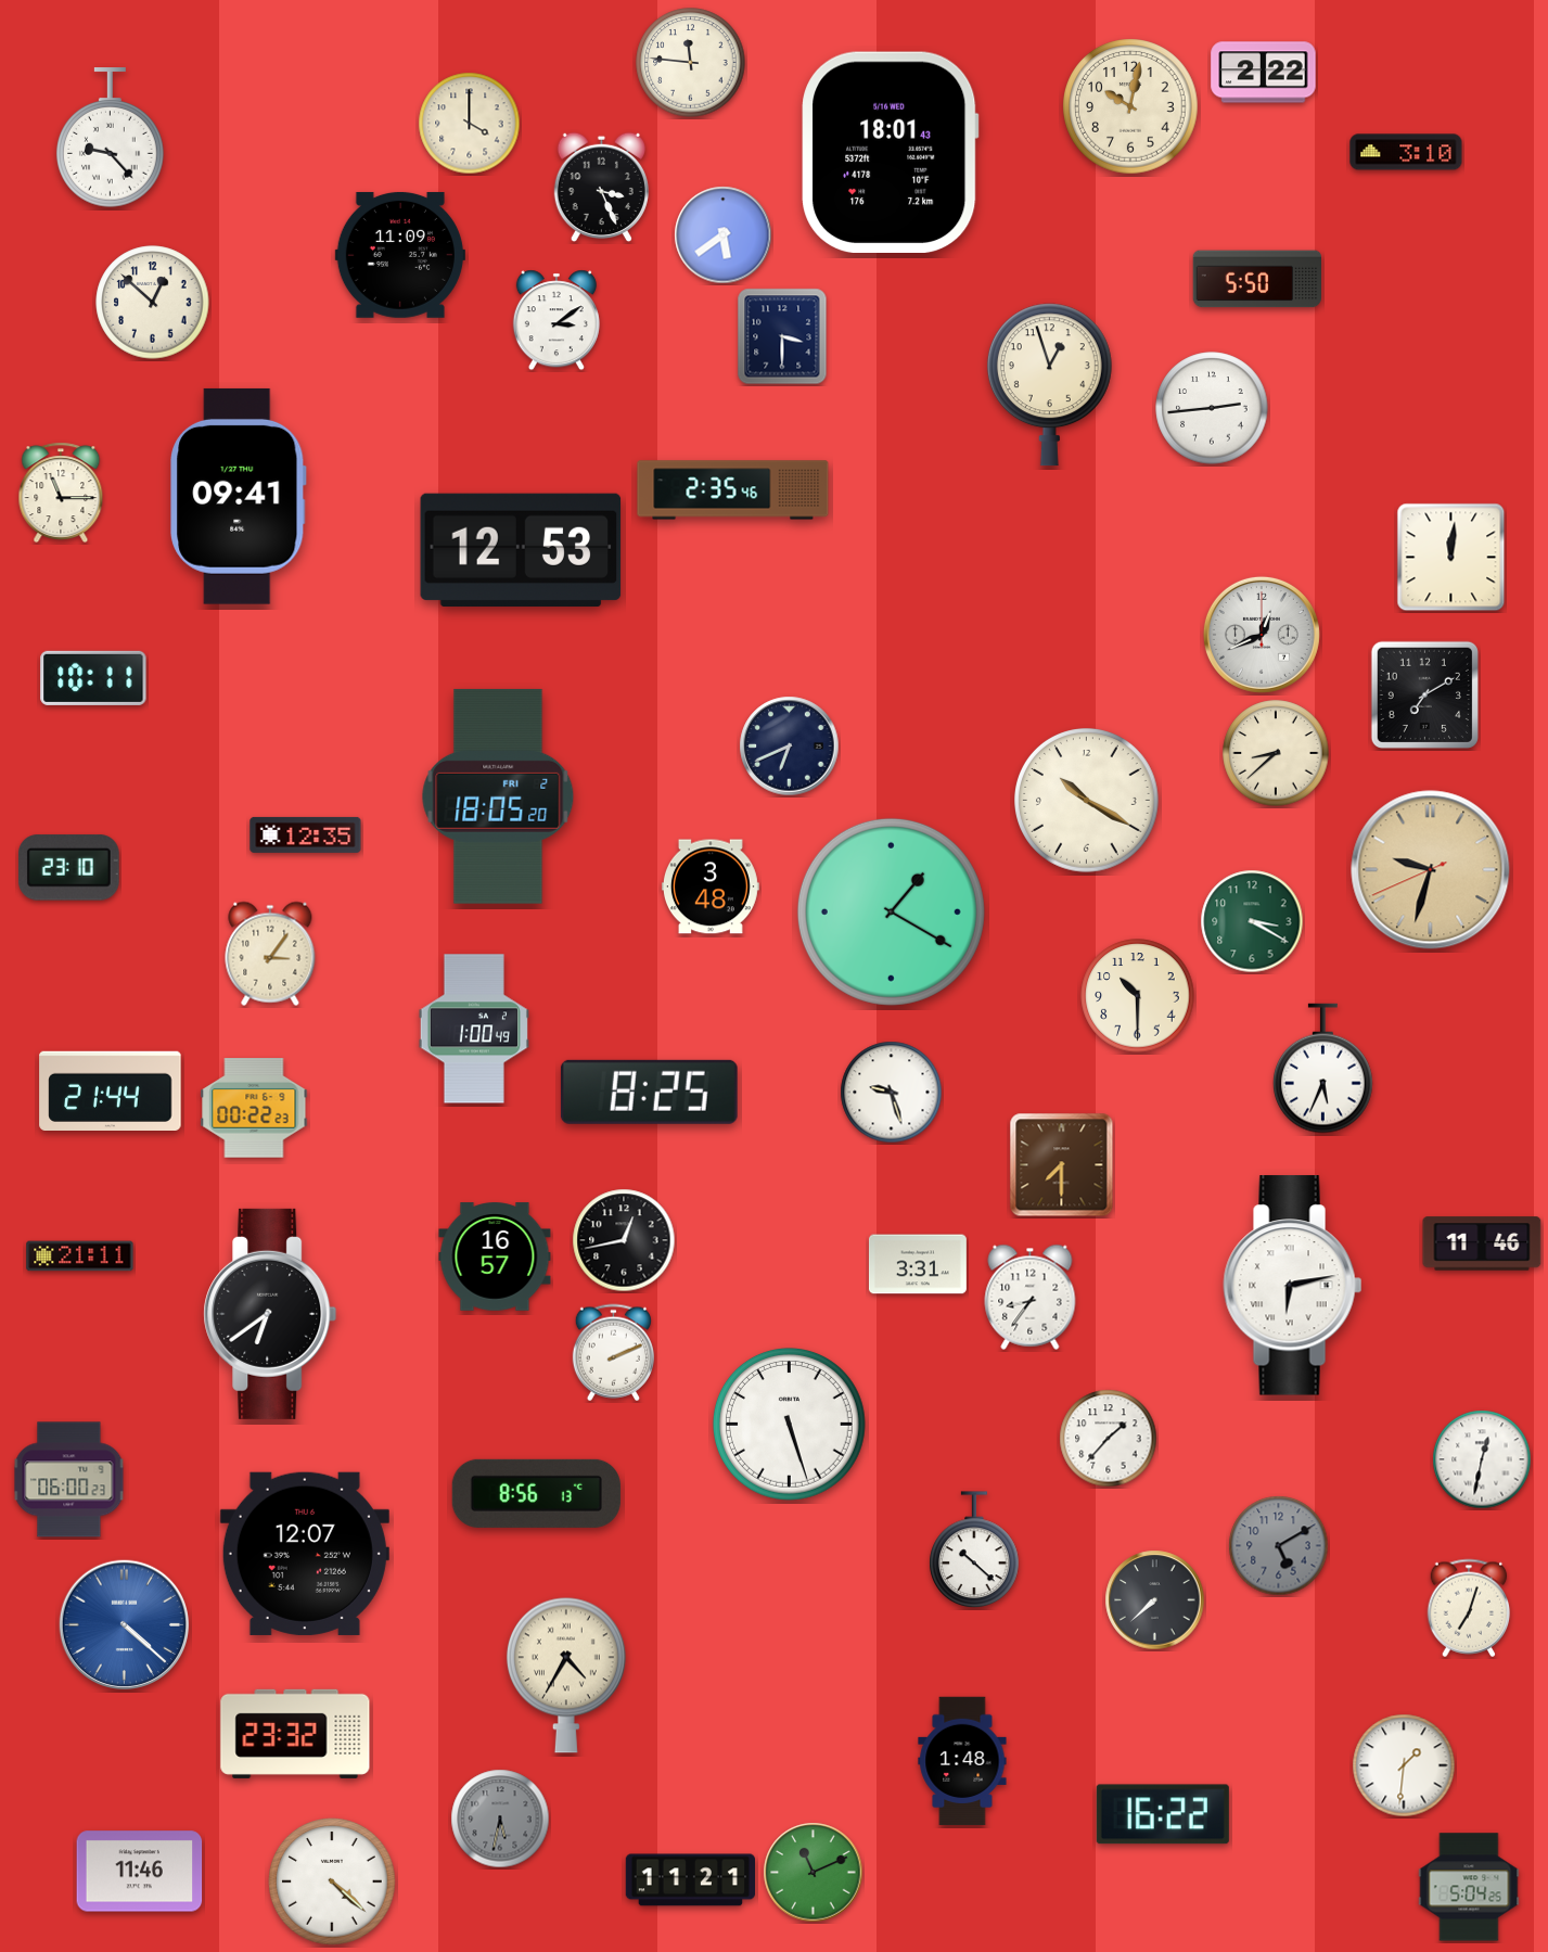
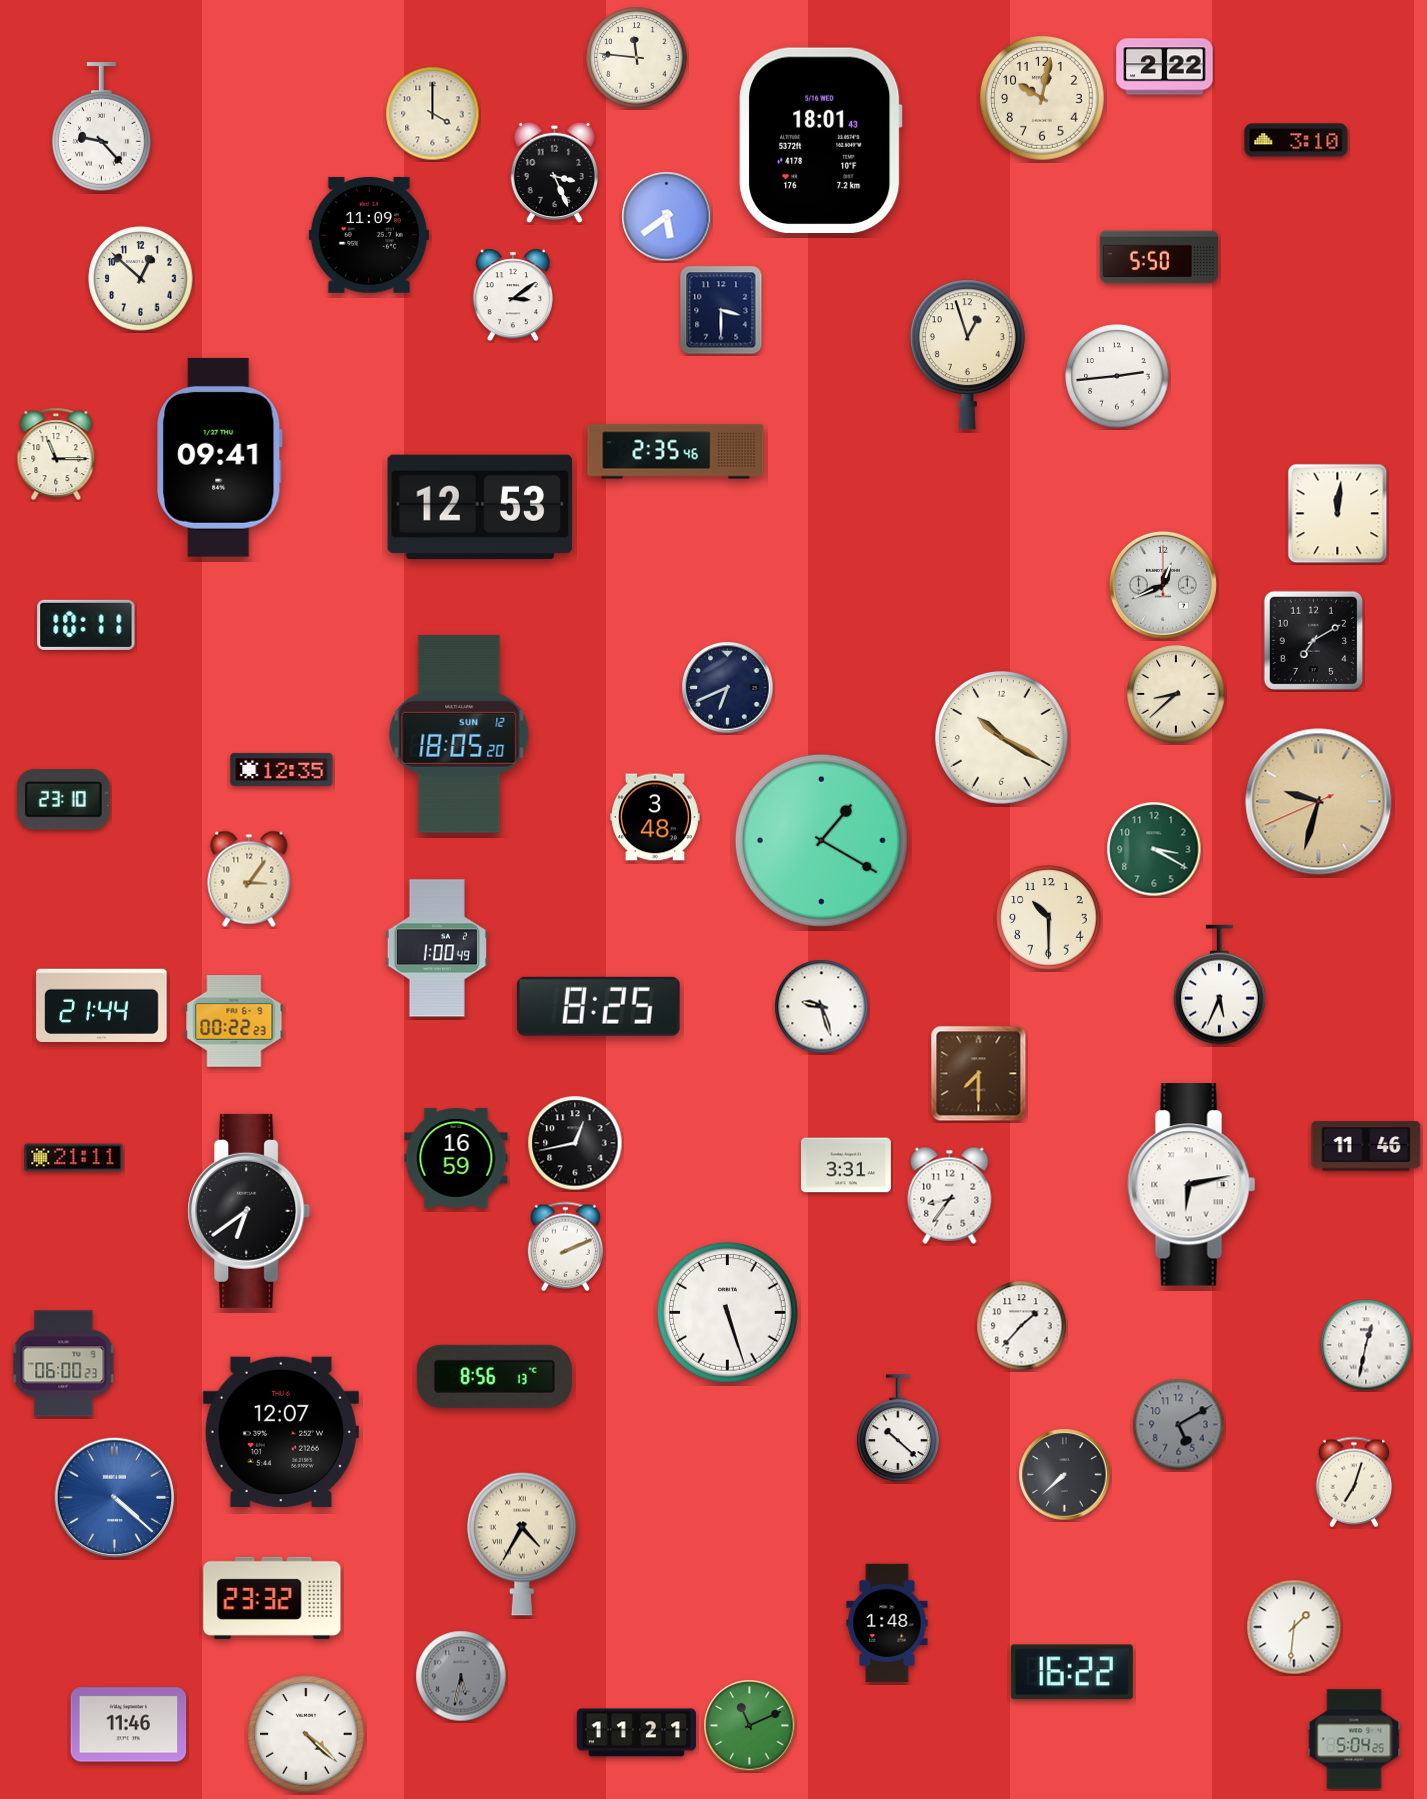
clock at (498, 796) date: FRI 2 -> SUN 12
clock at (495, 1256): 16:57 -> 16:59
